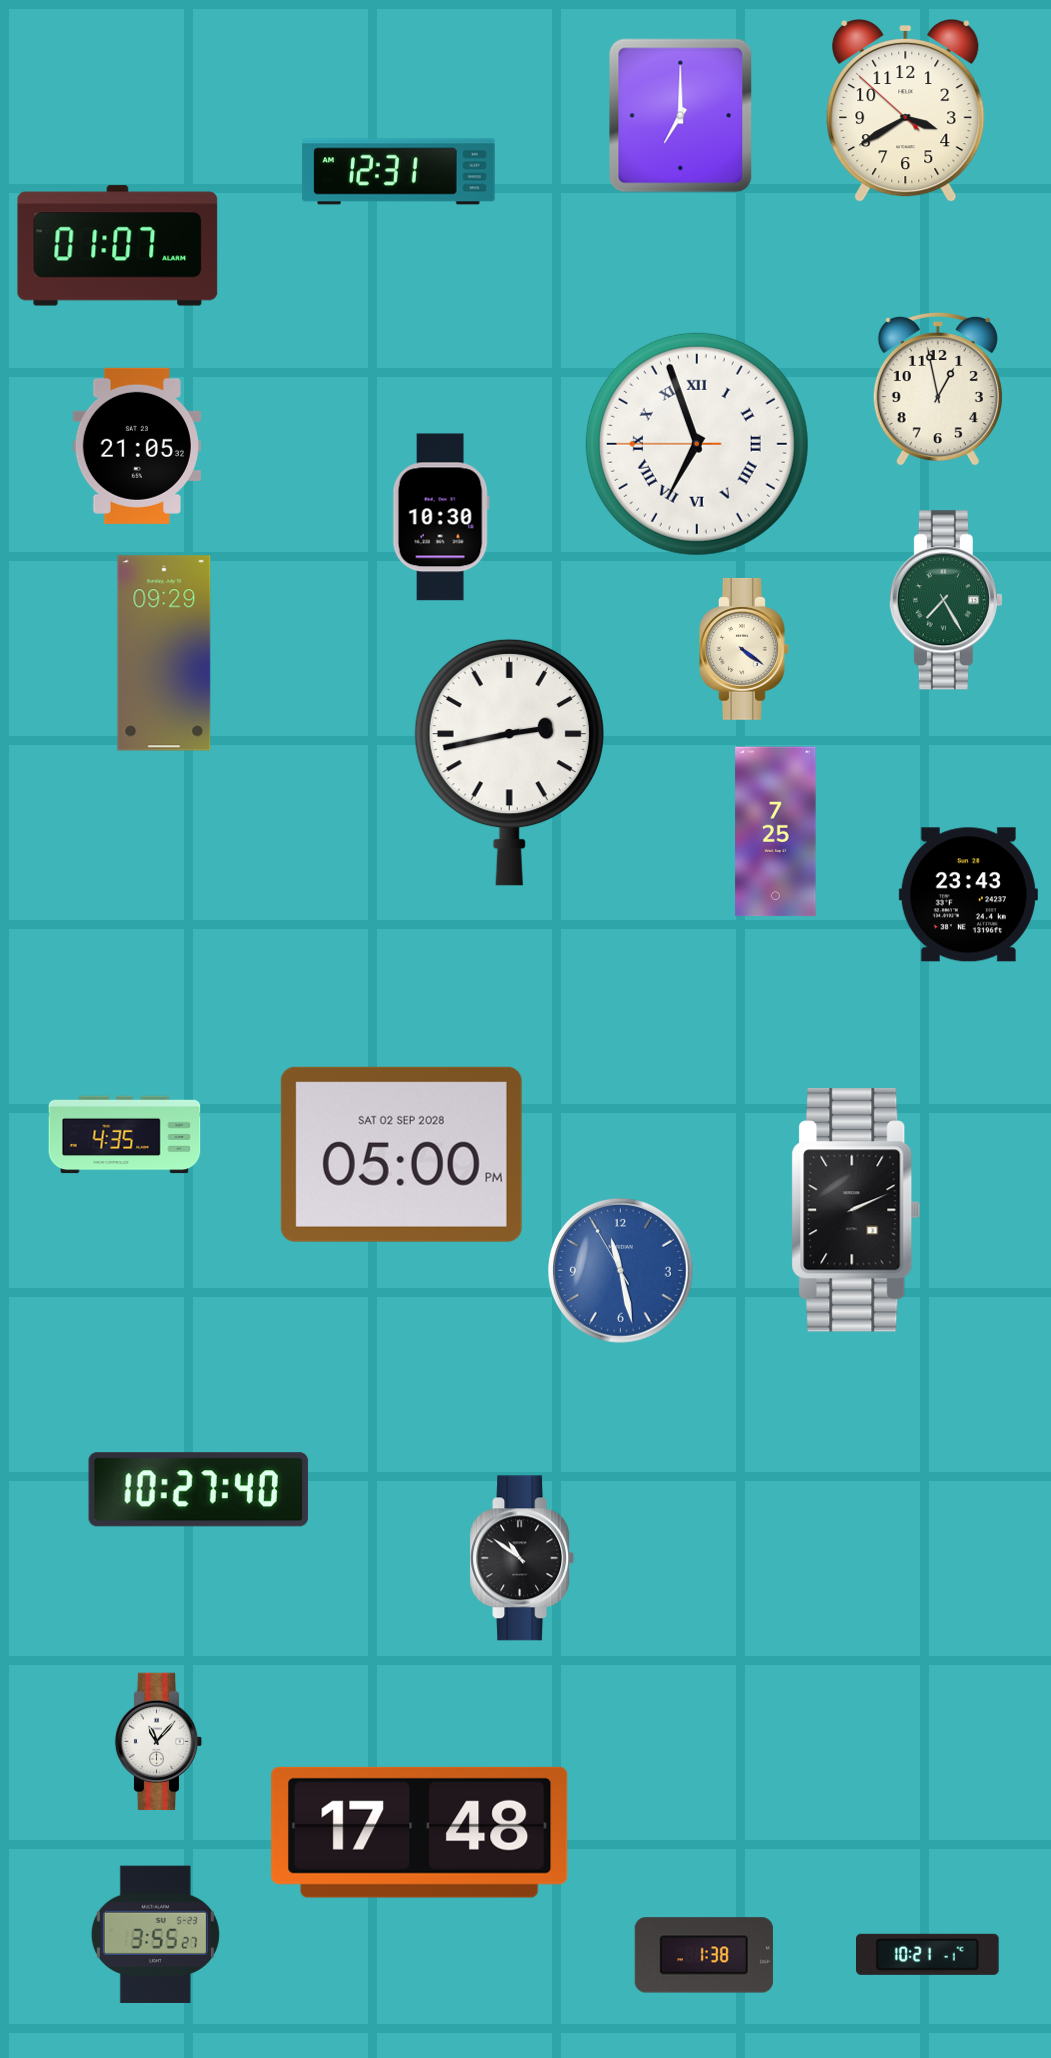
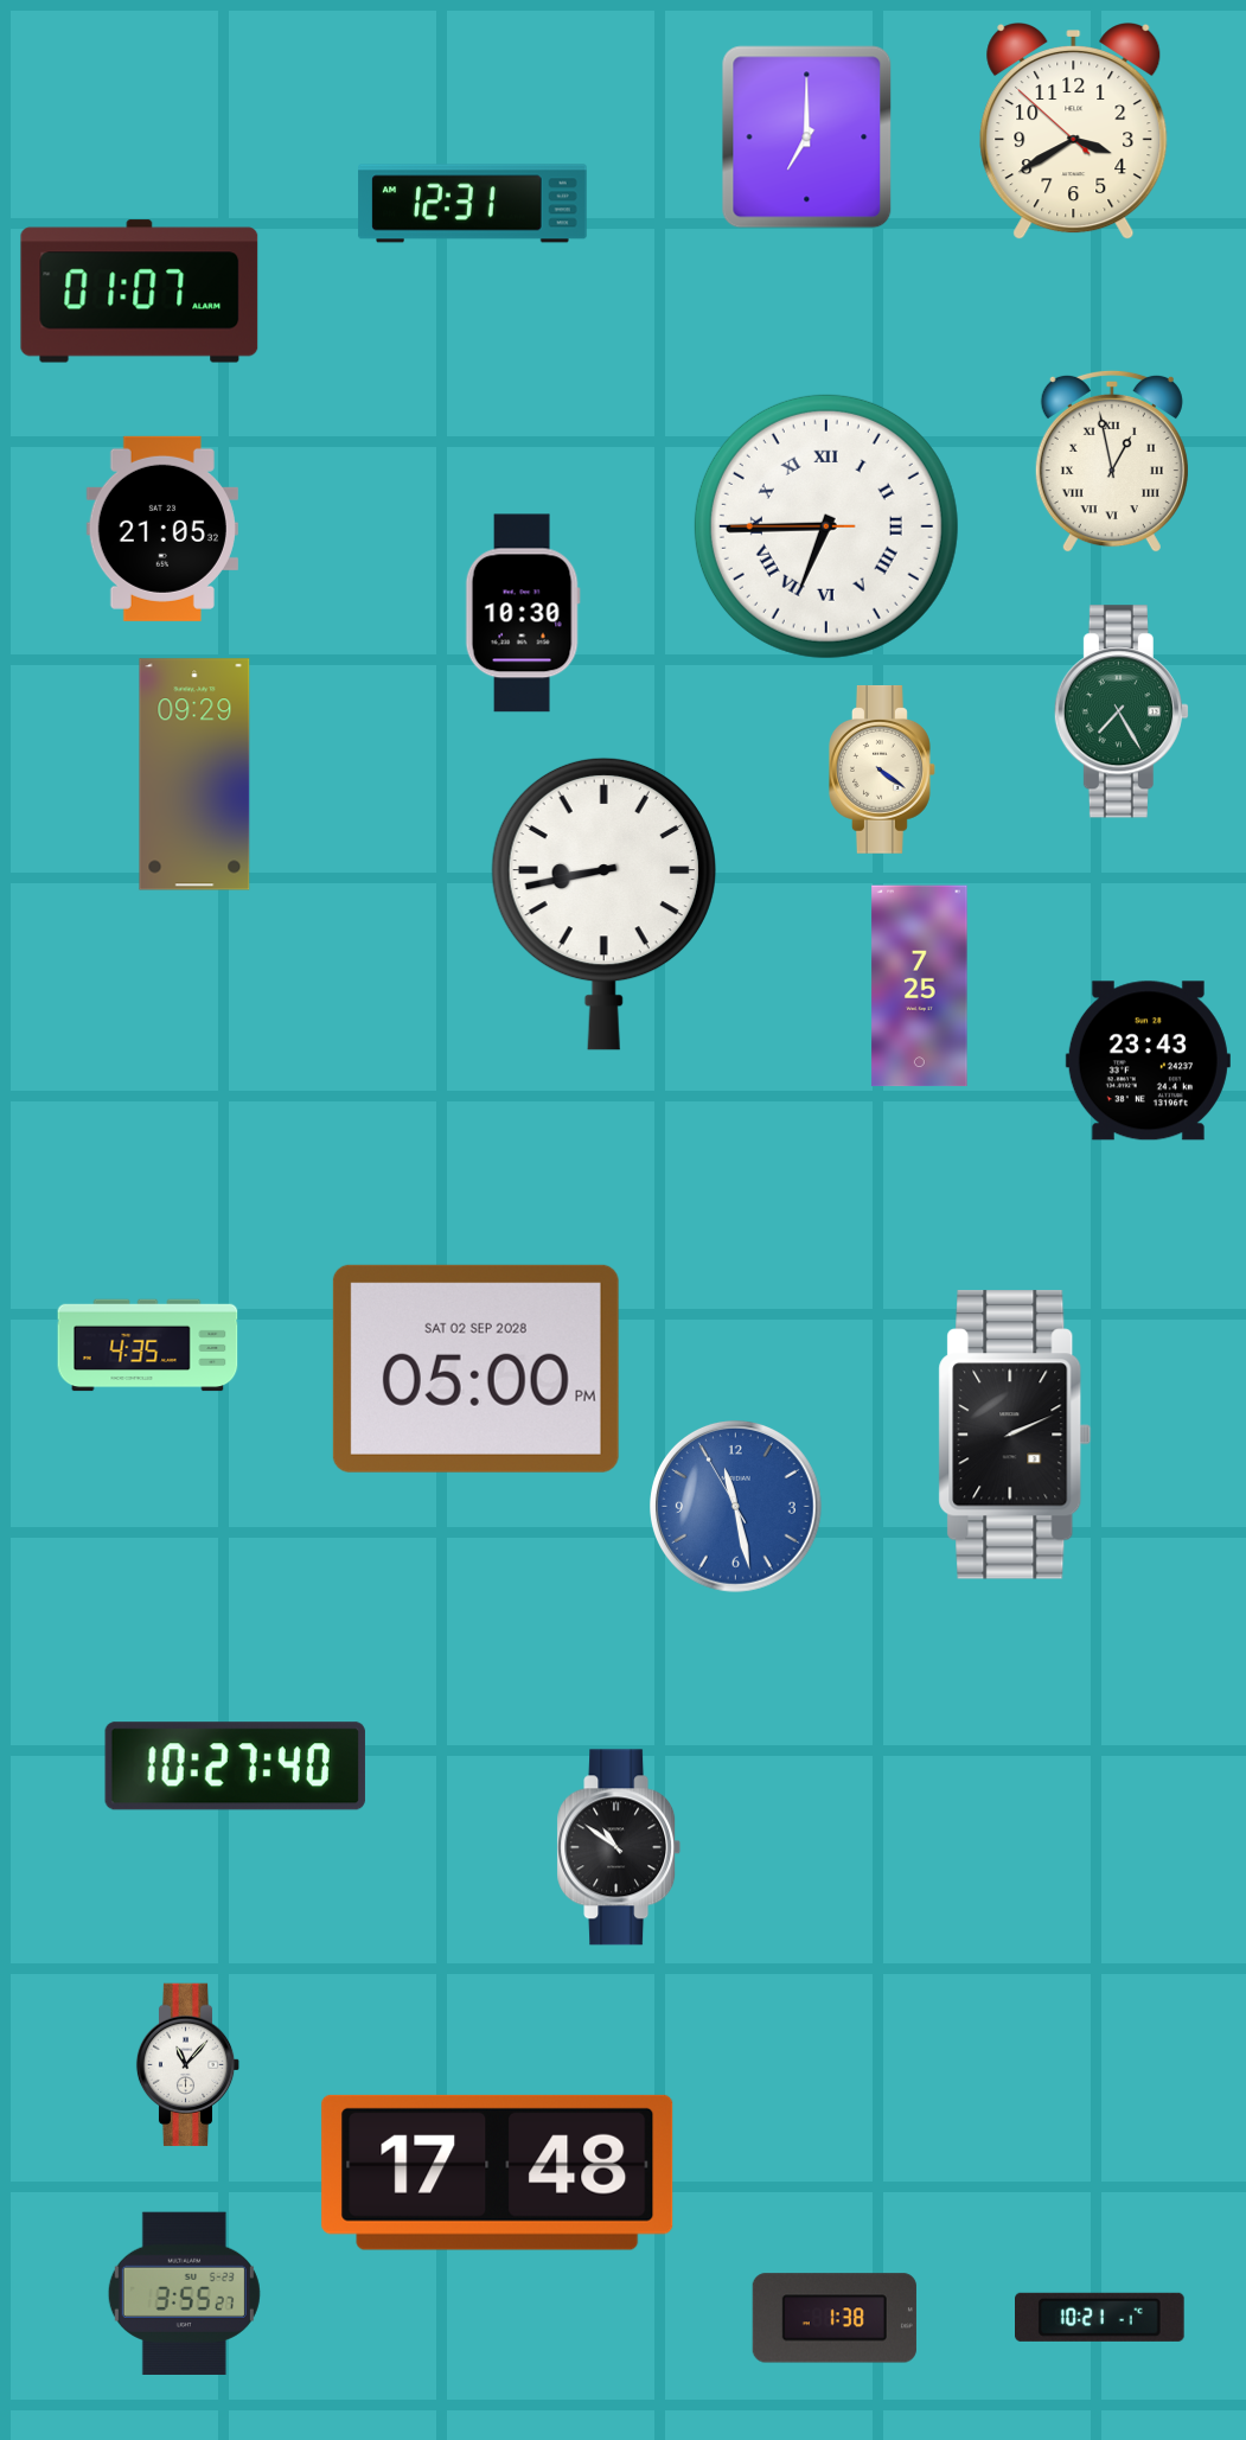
clock at (938, 389) numerals: Arabic -> Roman
clock at (697, 444): 6:56 -> 6:44
clock at (509, 762): 2:43 -> 8:43
